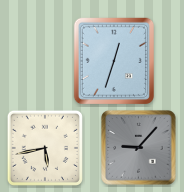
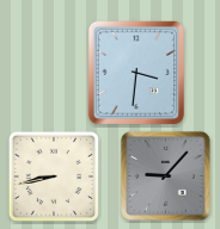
clock at (113, 60): 12:33 -> 3:31
clock at (45, 148): 5:43 -> 8:43
